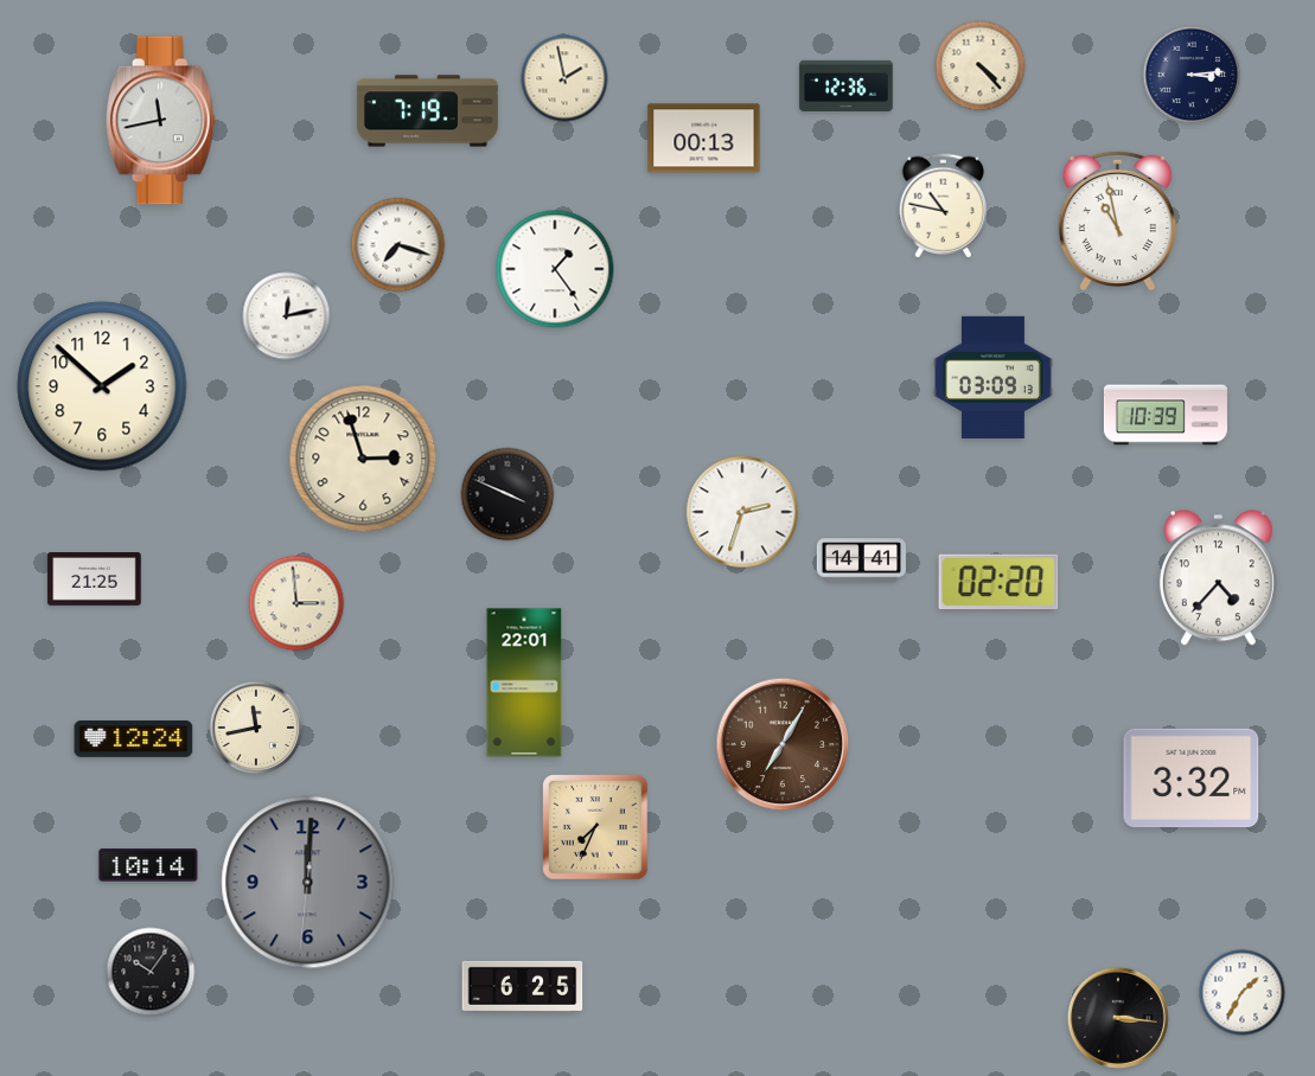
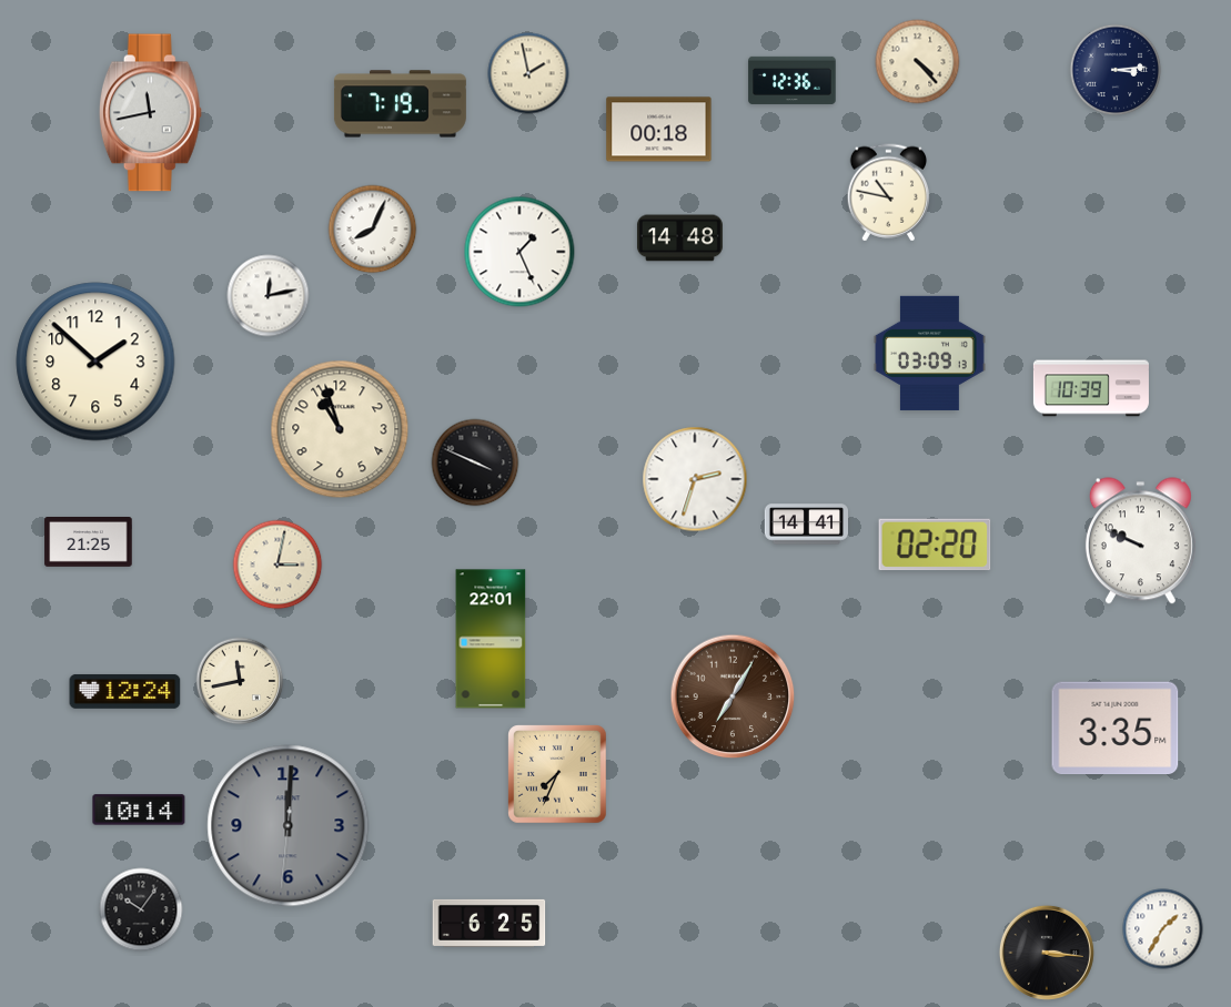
clock at (704, 139): 00:13 -> 00:18
clock at (943, 206) position: (943, 206) -> (888, 193)
clock at (1117, 220): 10:58 -> none
clock at (398, 245): 7:18 -> 8:04
clock at (679, 238): none -> 14:48
clock at (555, 269): 1:24 -> 1:26
clock at (363, 459): 2:57 -> 10:57
clock at (1218, 578): 4:37 -> 9:49
clock at (296, 603): 2:59 -> 3:02
clock at (1192, 779): 3:32 -> 3:35
